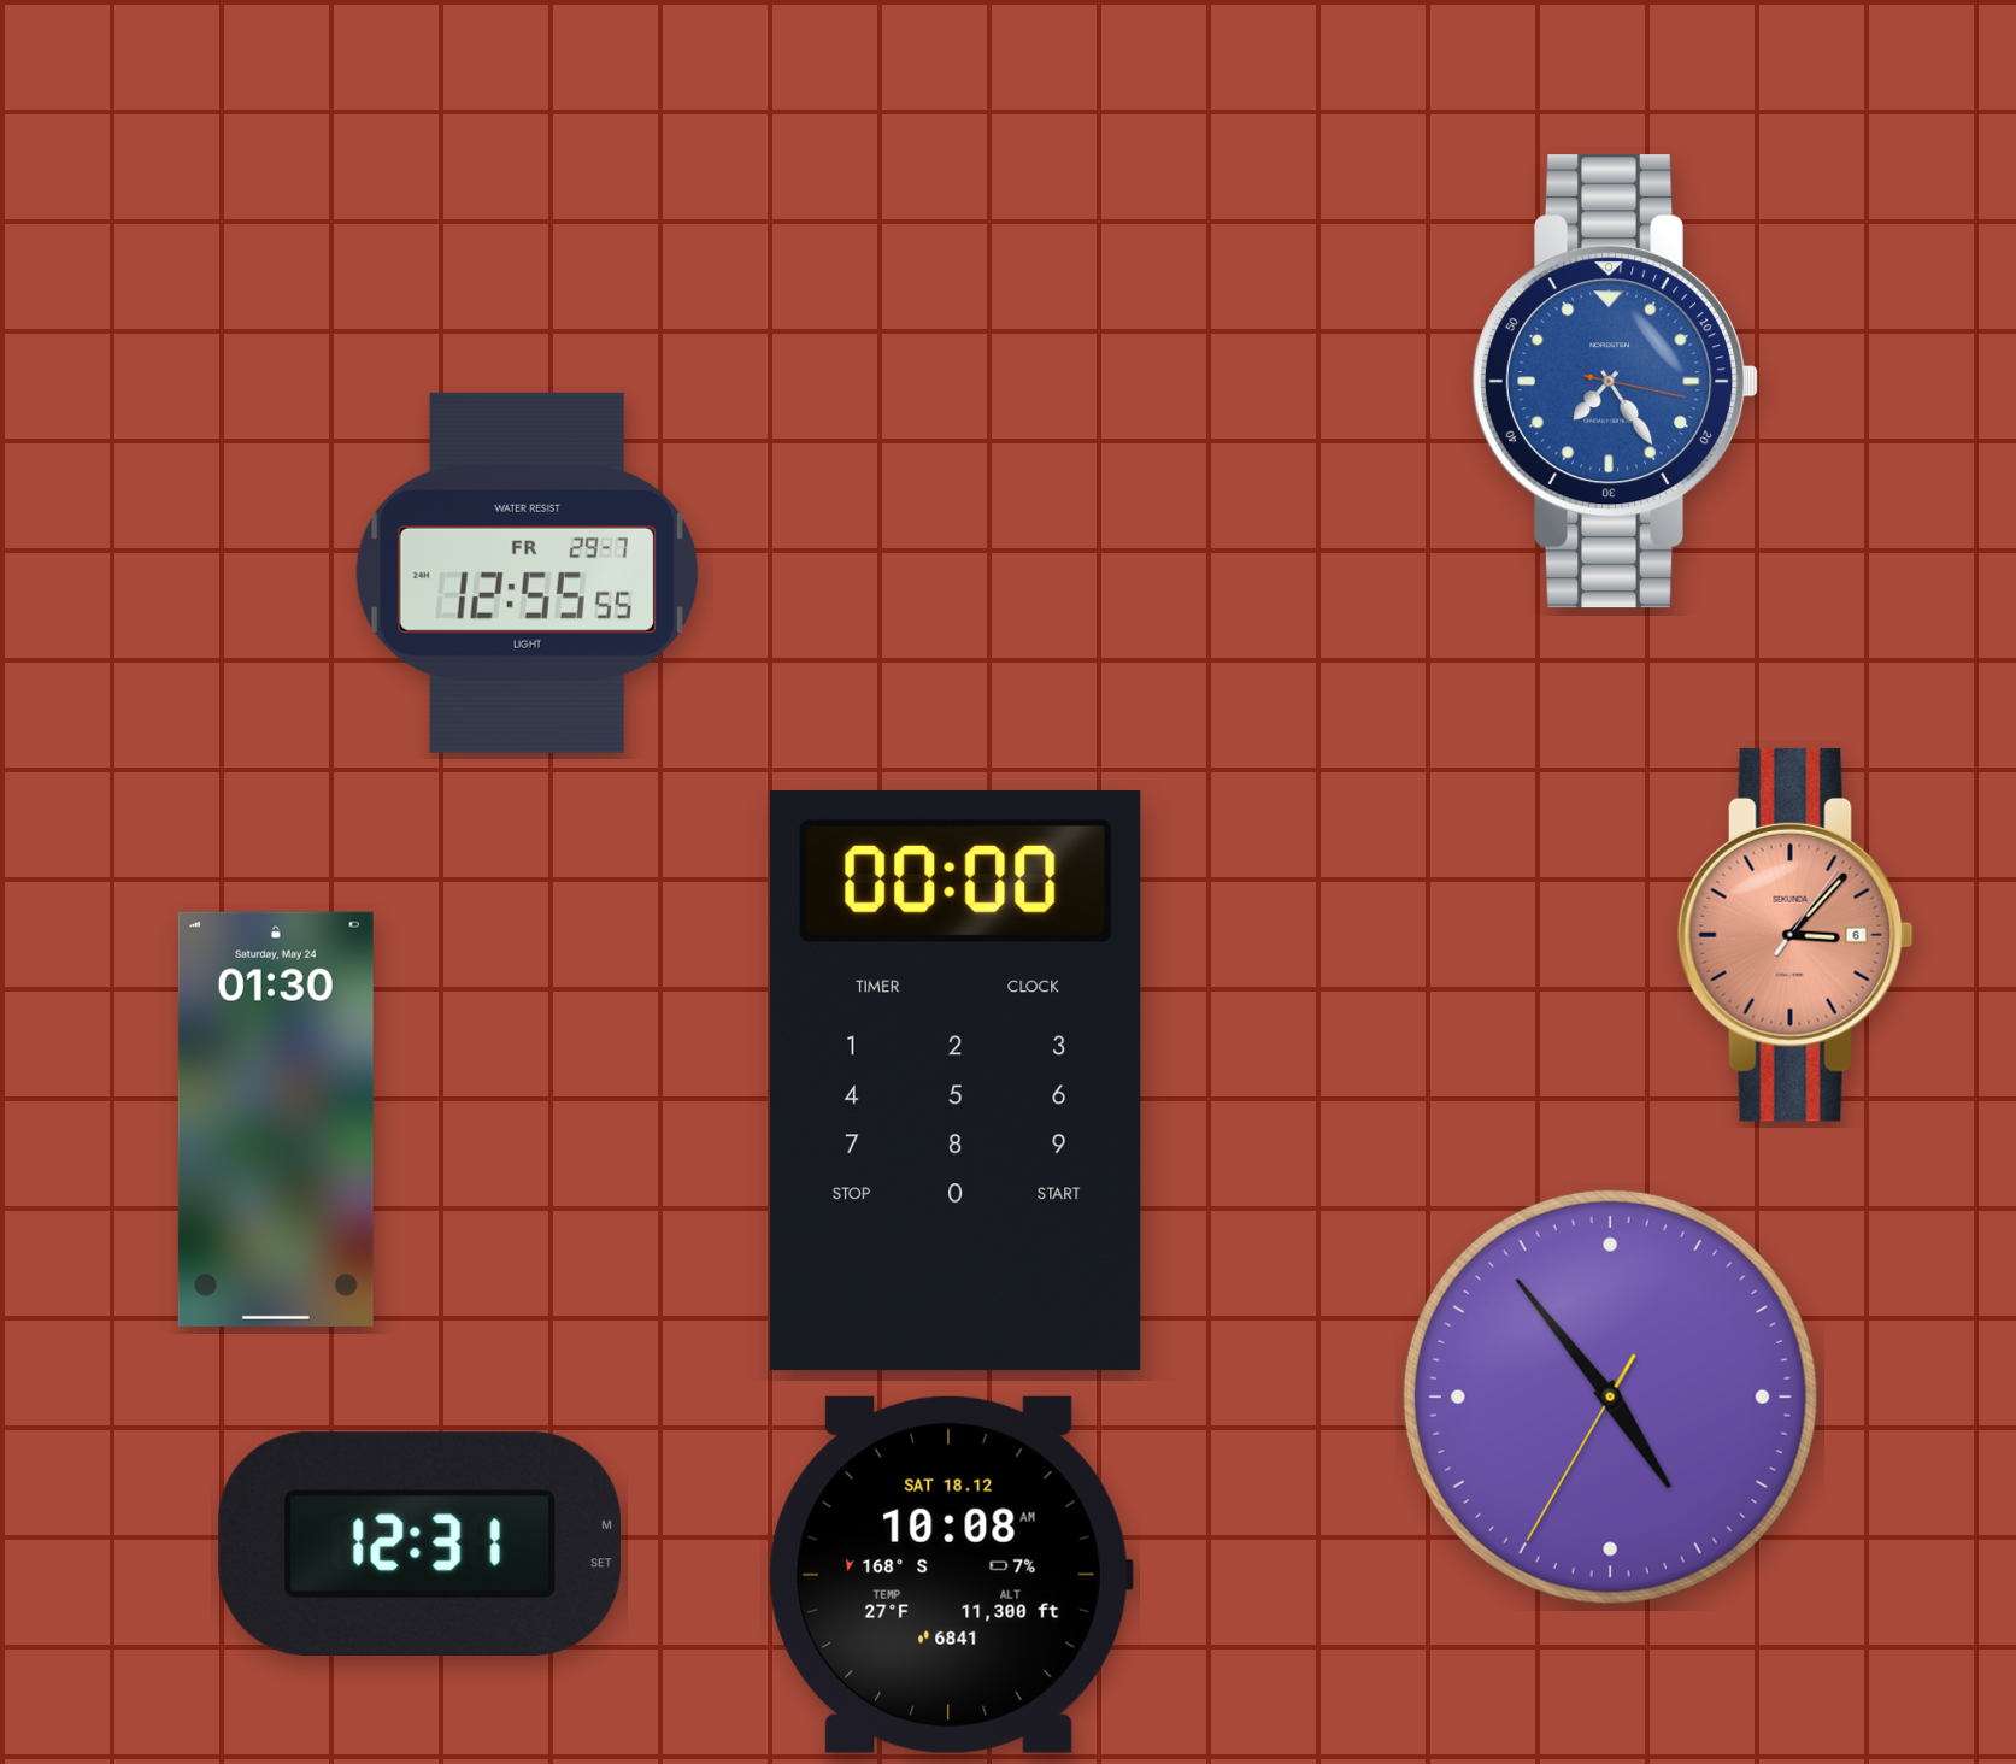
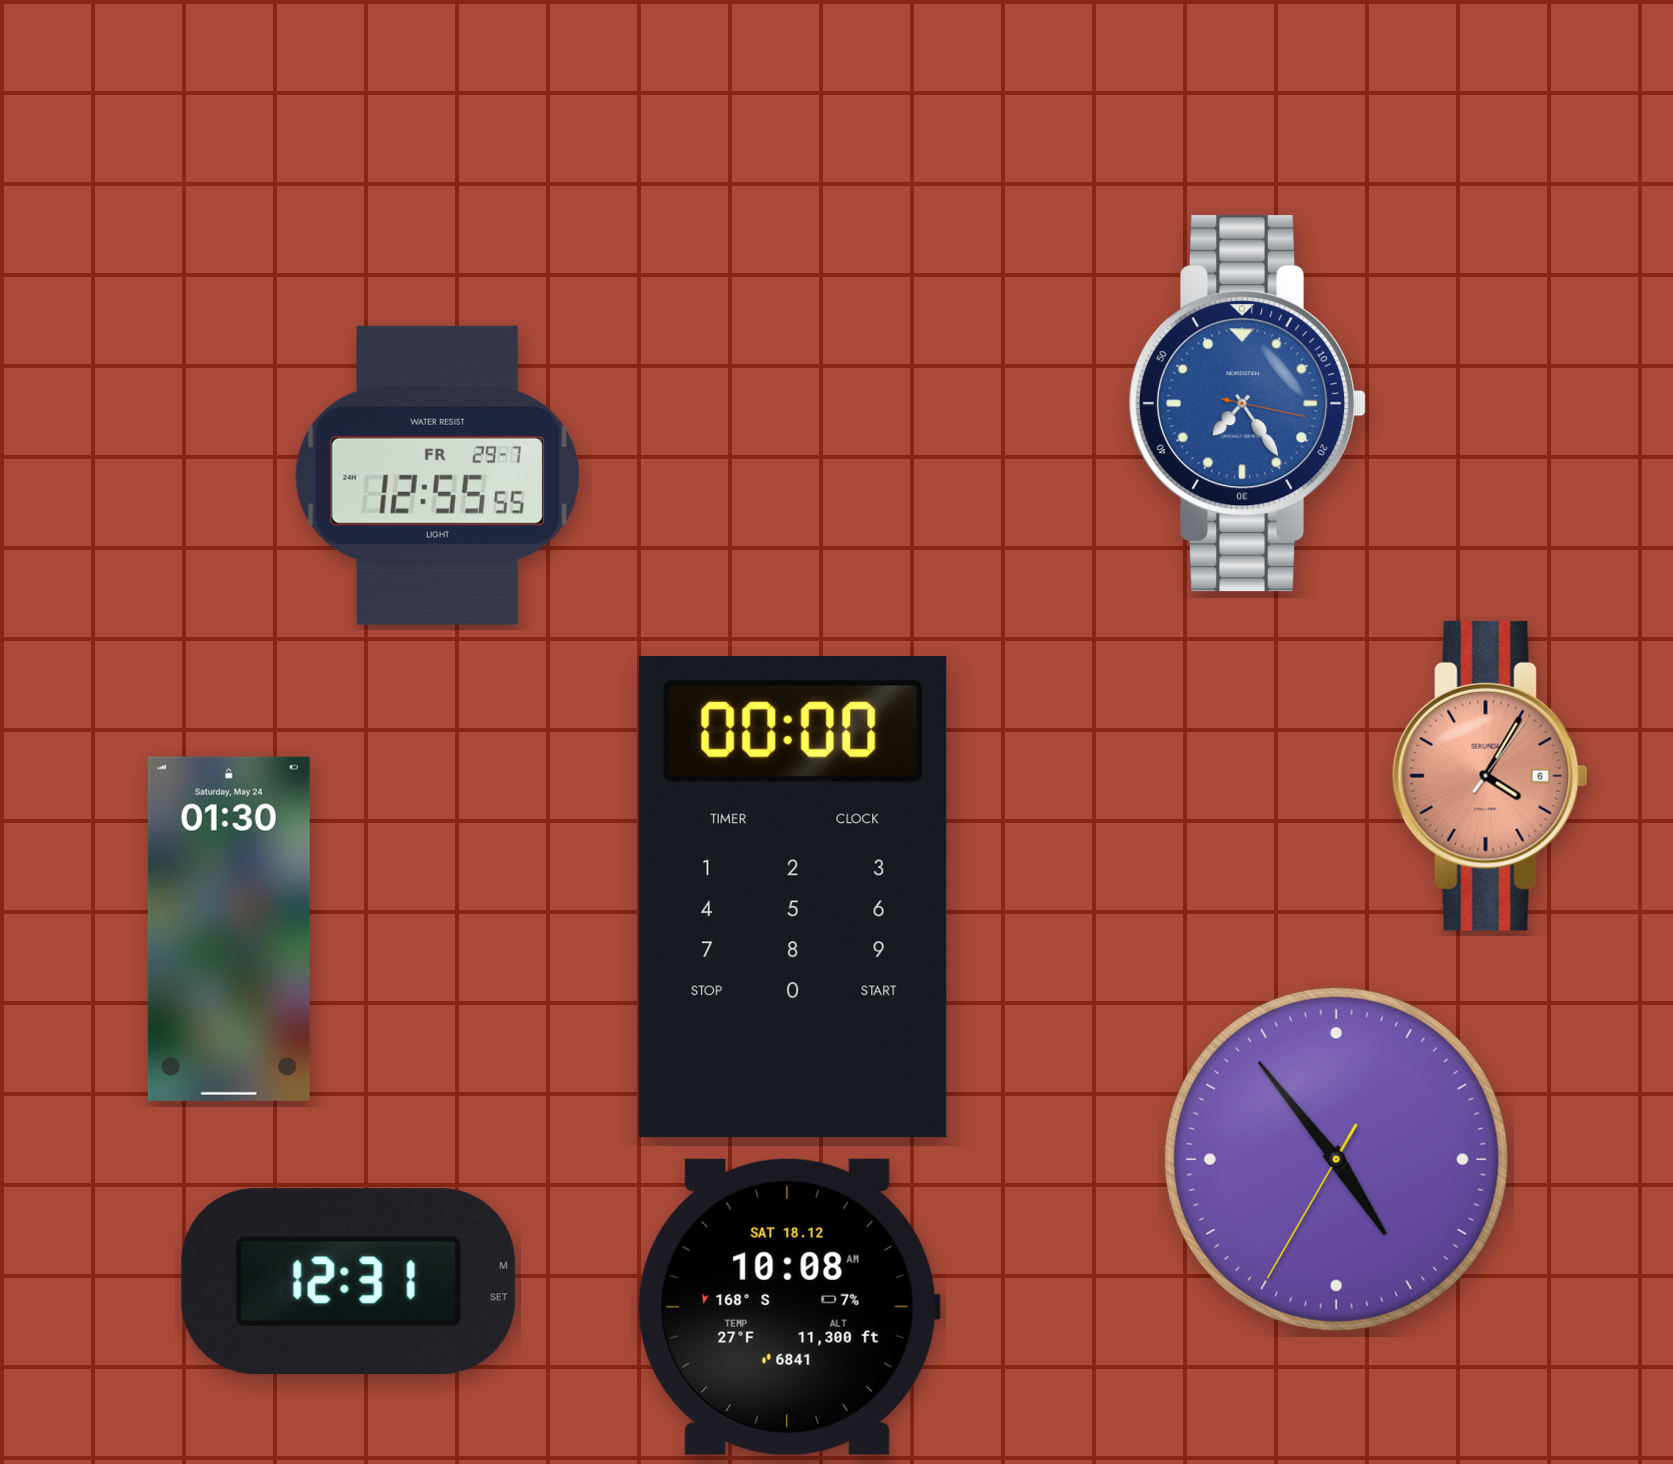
clock at (1614, 382) position: (1614, 382) -> (1246, 404)
clock at (1795, 935): 3:07 -> 4:05
